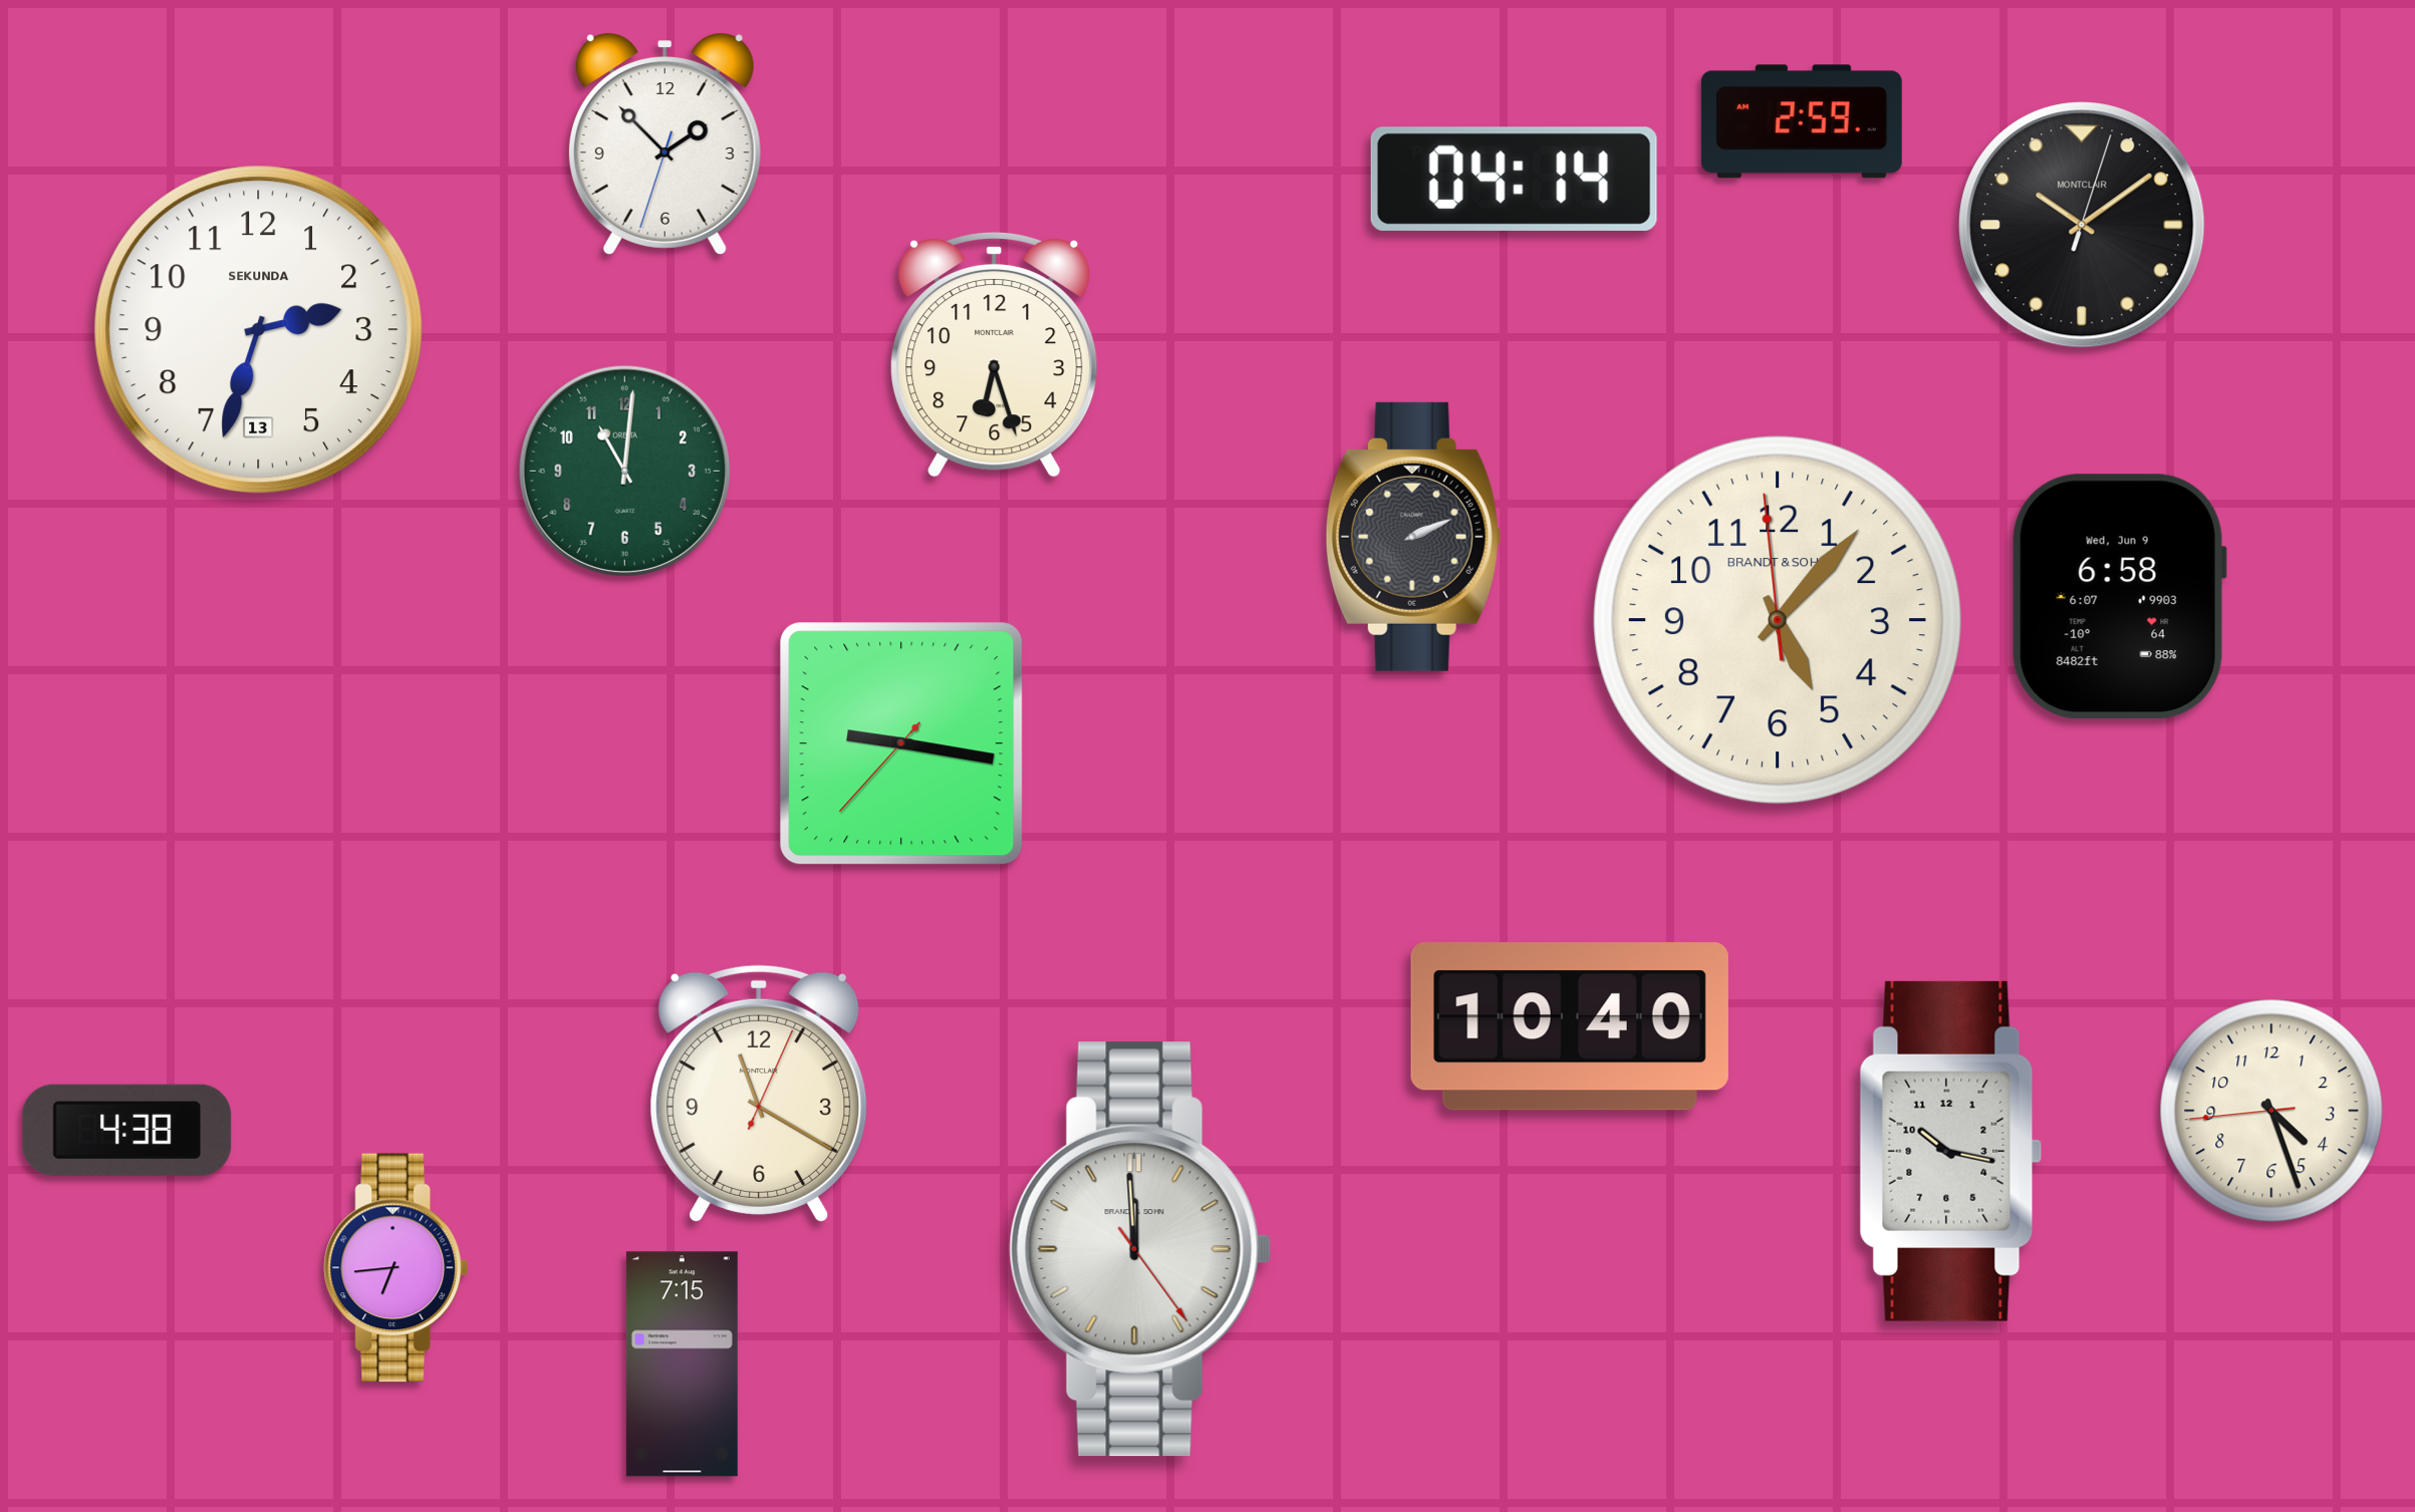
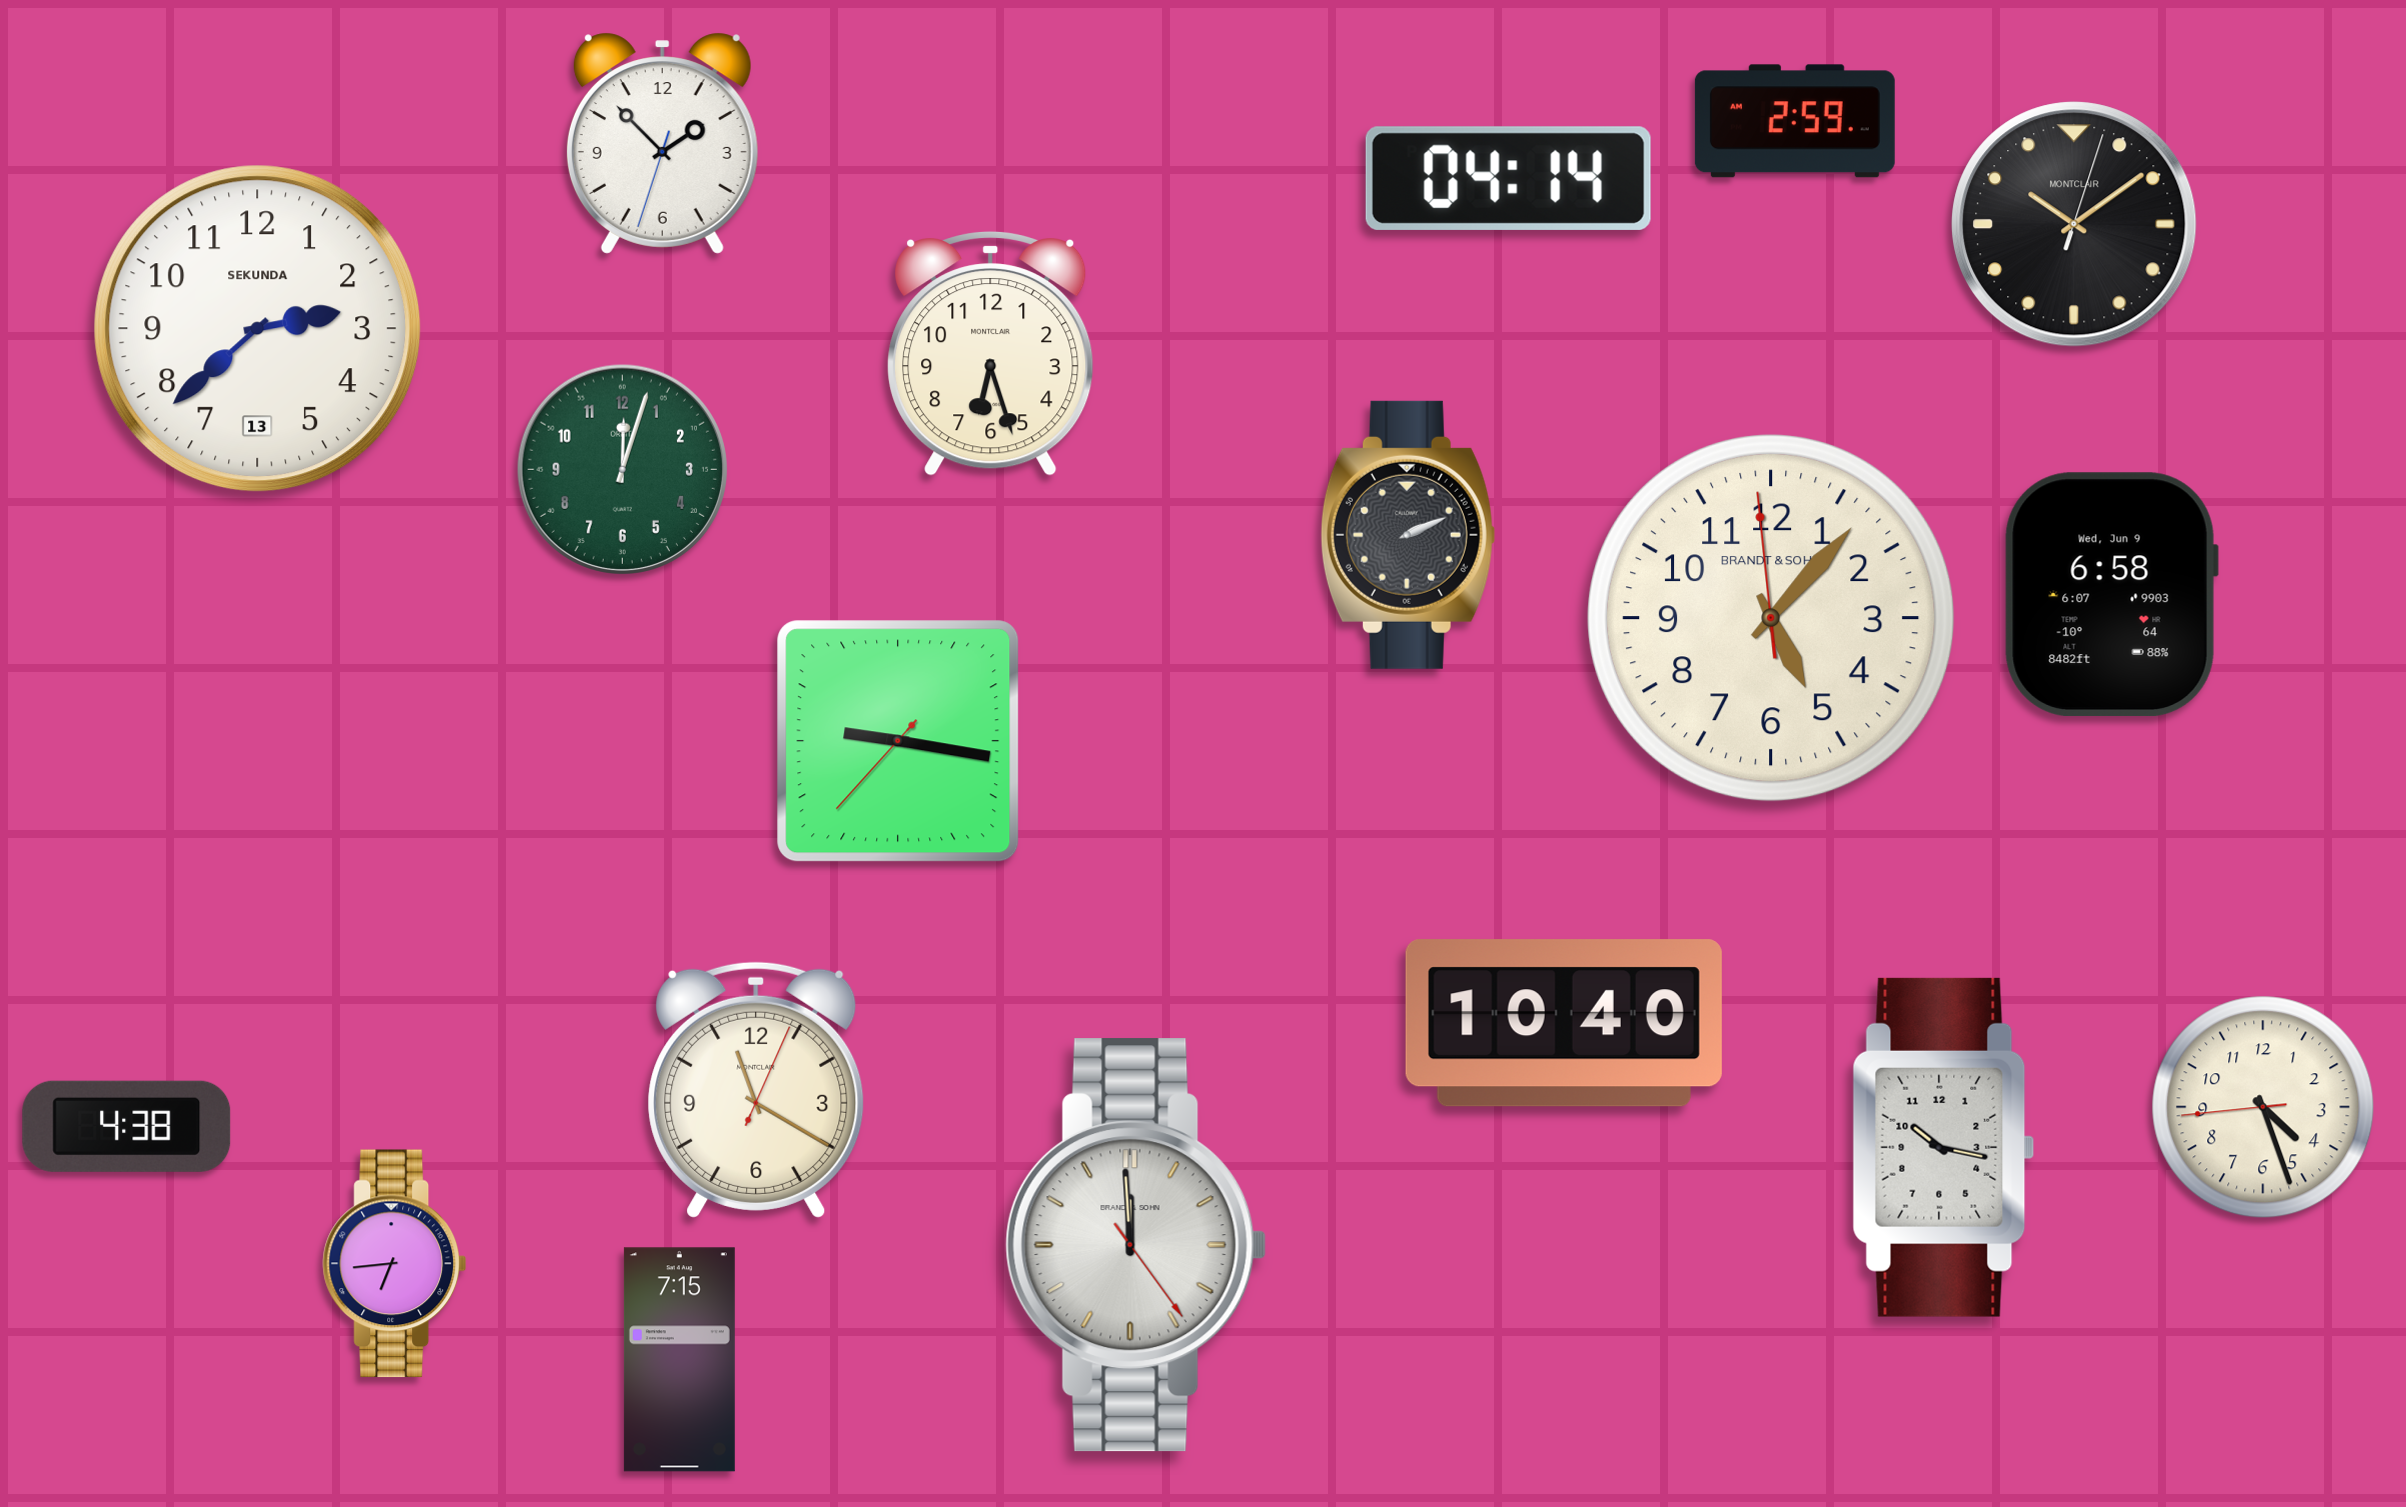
clock at (259, 330): 2:33 -> 2:38
clock at (624, 471): 11:01 -> 12:03
